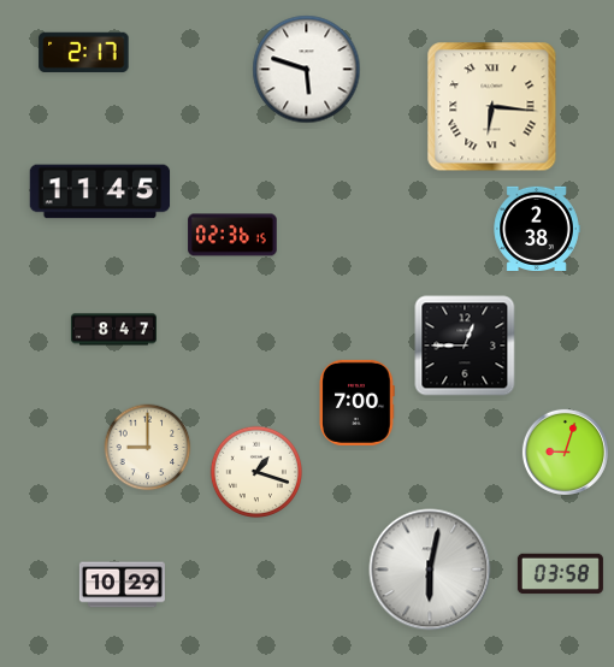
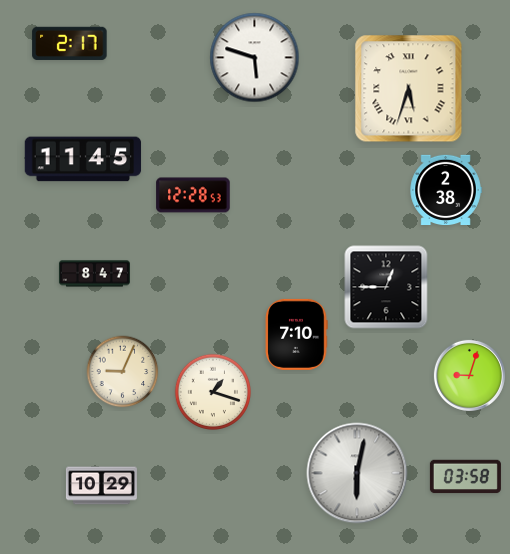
clock at (492, 107): 6:16 -> 5:33
clock at (232, 235): 02:36 -> 12:28
clock at (356, 402): 7:00 -> 7:10
clock at (148, 448): 9:00 -> 9:04
